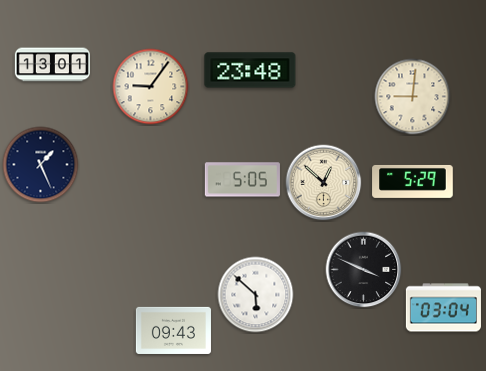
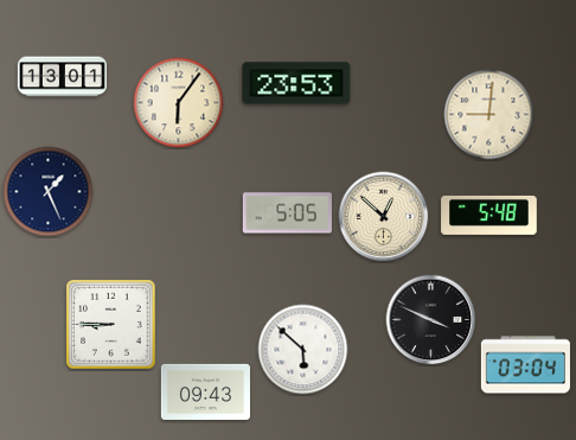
clock at (250, 70): 23:48 -> 23:53
clock at (151, 87): 9:06 -> 6:06
clock at (41, 165) position: (41, 165) -> (49, 192)
clock at (413, 181): 5:29 -> 5:48
clock at (111, 325): none -> 8:45
